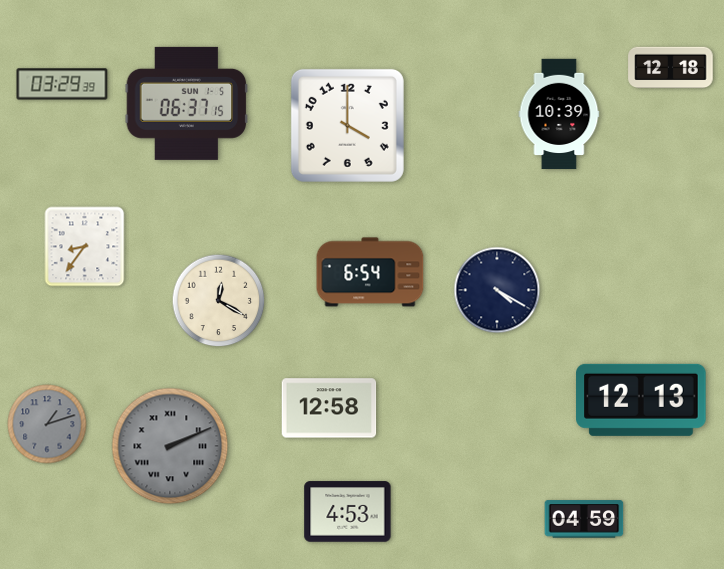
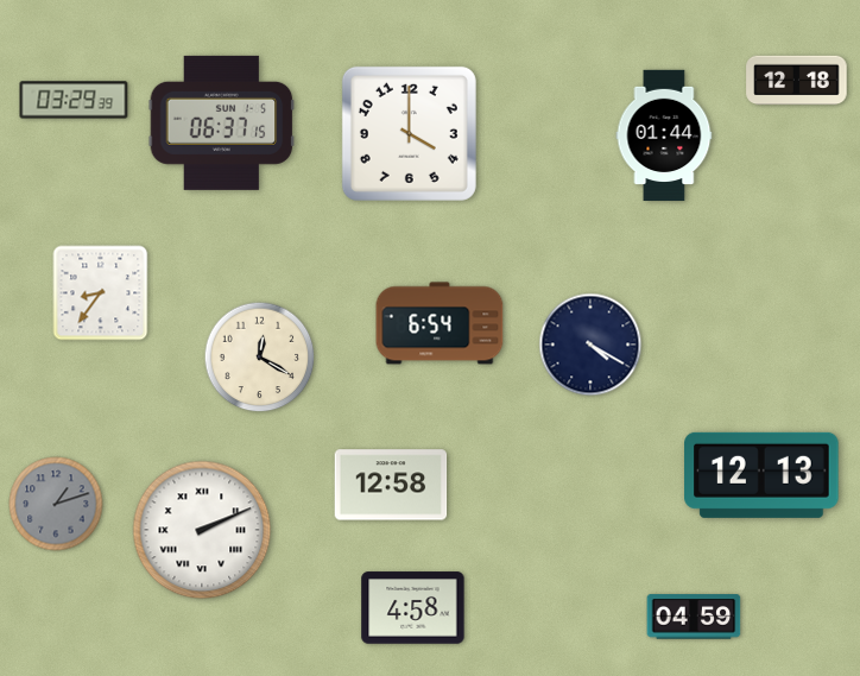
clock at (559, 114): 10:39 -> 01:44
clock at (347, 125) position: (347, 125) -> (409, 133)
clock at (170, 446) dial: grey -> white
clock at (348, 512): 4:53 -> 4:58
